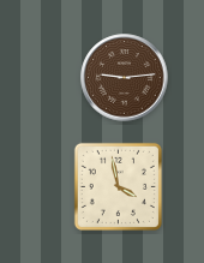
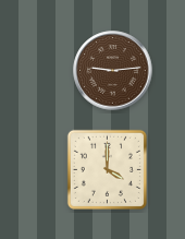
clock at (118, 186): 3:58 -> 4:00
